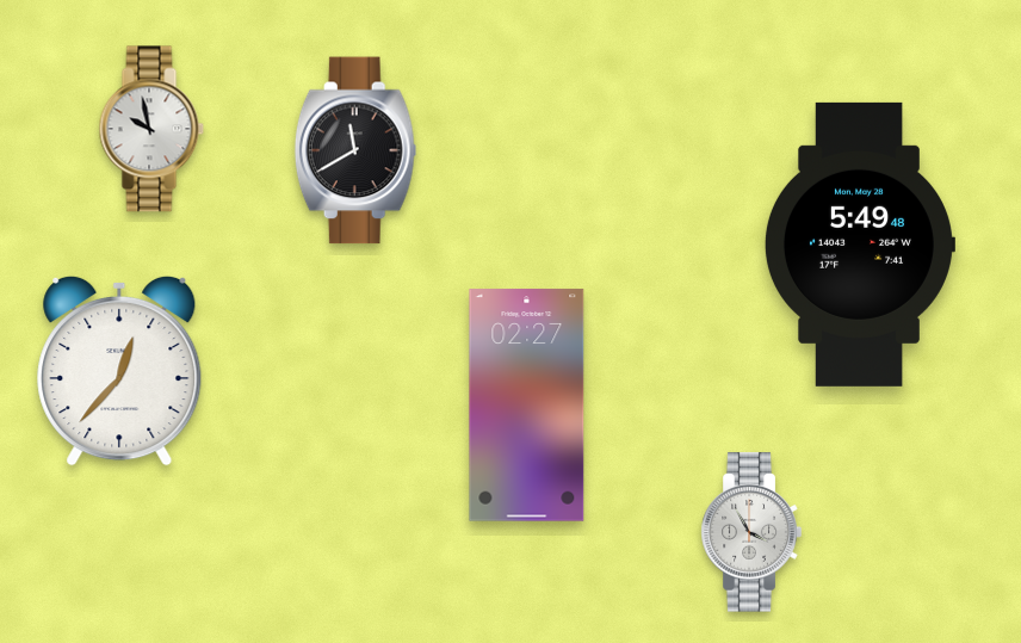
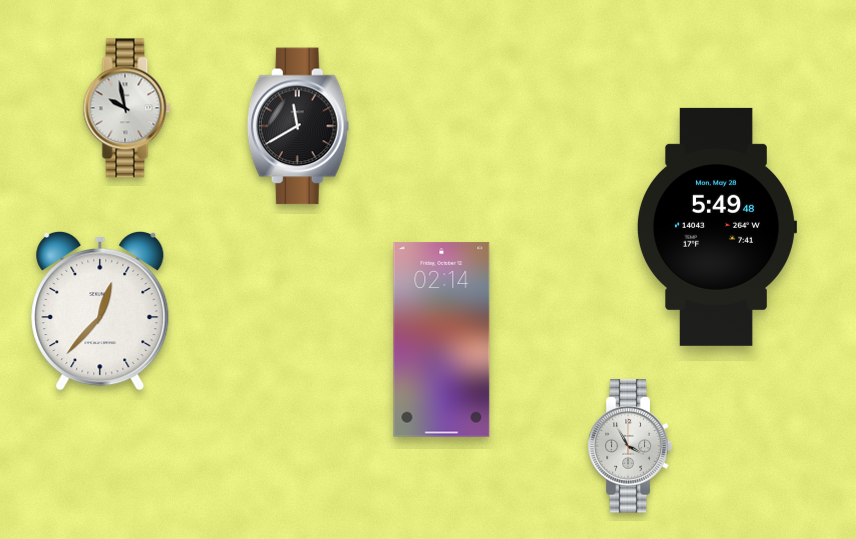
clock at (859, 245) position: (859, 245) -> (716, 227)
clock at (527, 406): 02:27 -> 02:14
